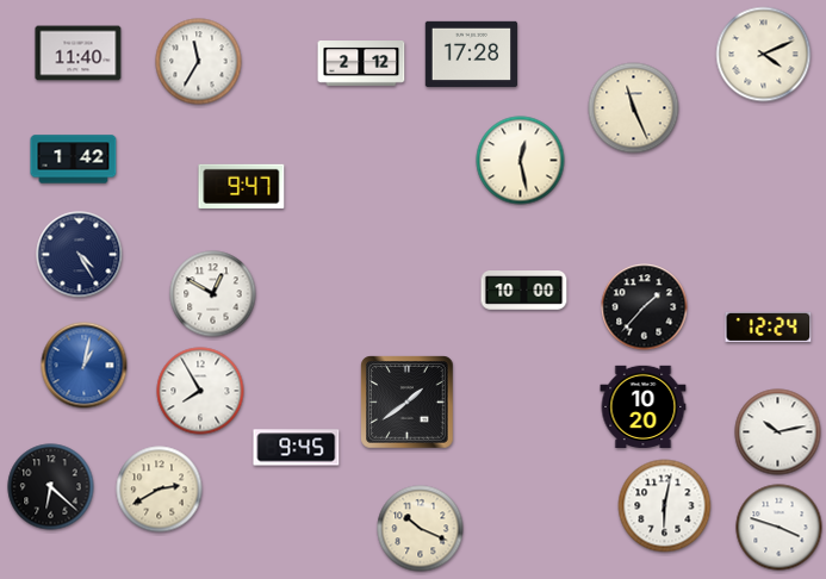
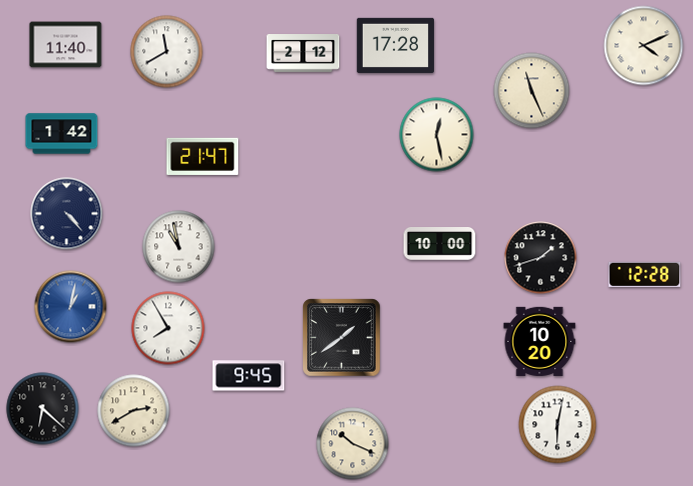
clock at (764, 55) position: (764, 55) -> (644, 46)
clock at (199, 62): 11:35 -> 11:40
clock at (242, 186): 9:47 -> 21:47
clock at (80, 255): 4:25 -> 4:23
clock at (213, 294): 12:50 -> 10:58
clock at (645, 307): 1:37 -> 1:42
clock at (769, 326): 12:24 -> 12:28
clock at (778, 432): 10:13 -> none
clock at (780, 528): 3:48 -> none
